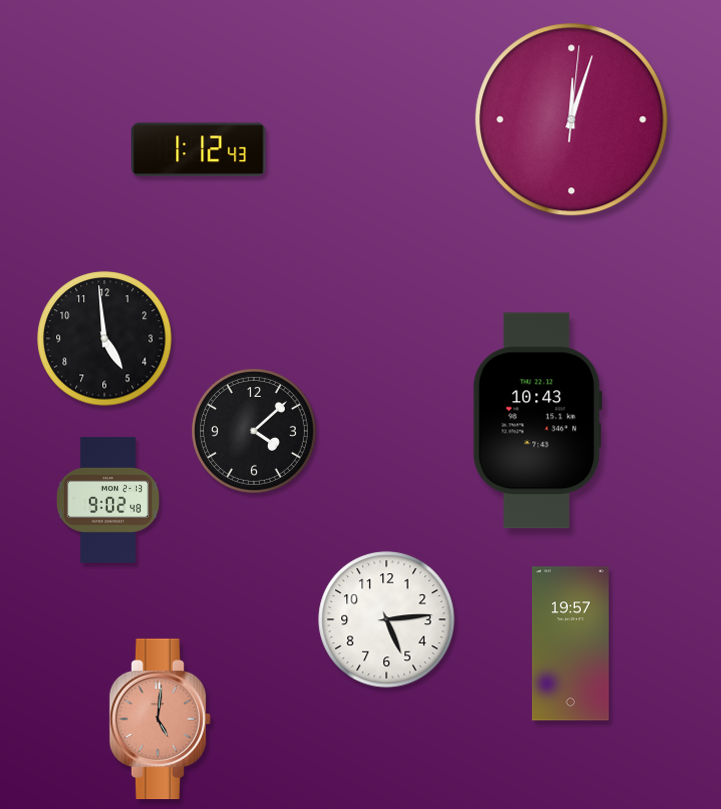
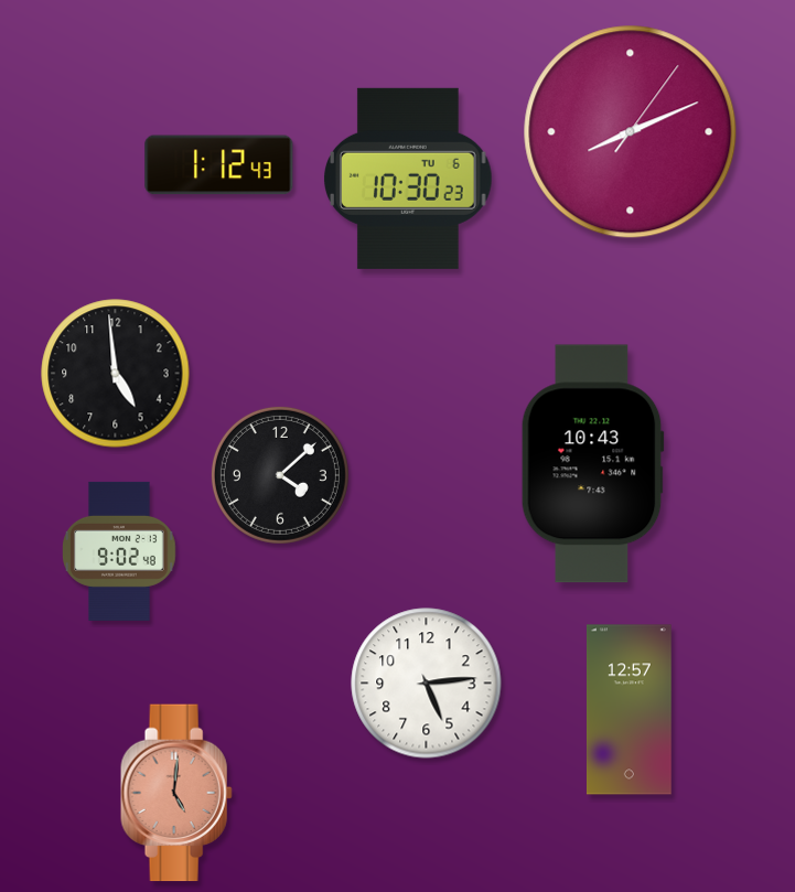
clock at (572, 120): 12:03 -> 8:11
clock at (408, 179): none -> 10:30
clock at (570, 644): 19:57 -> 12:57
